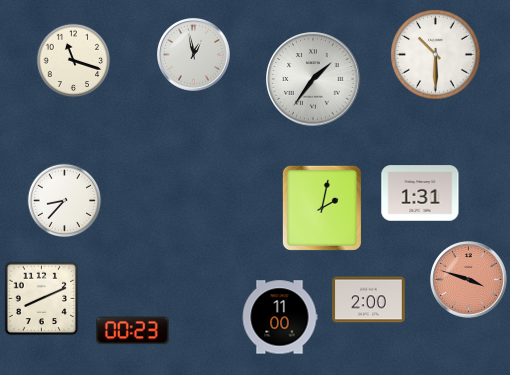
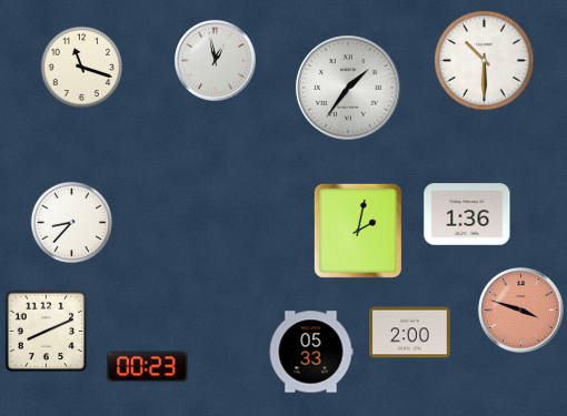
clock at (420, 193): 1:31 -> 1:36
clock at (280, 317): 11:00 -> 05:33
